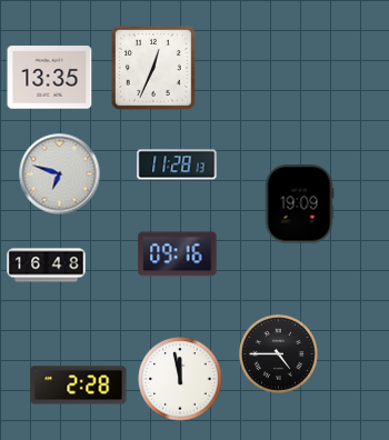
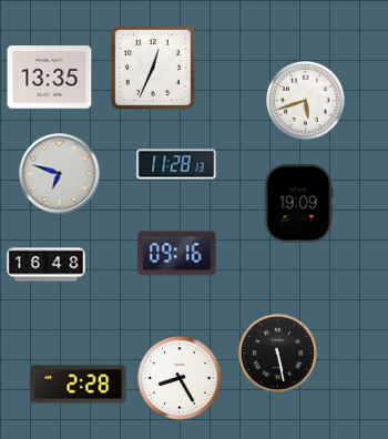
clock at (306, 101): none -> 5:42
clock at (279, 354): 4:45 -> 5:28
clock at (180, 379): 11:58 -> 8:25
